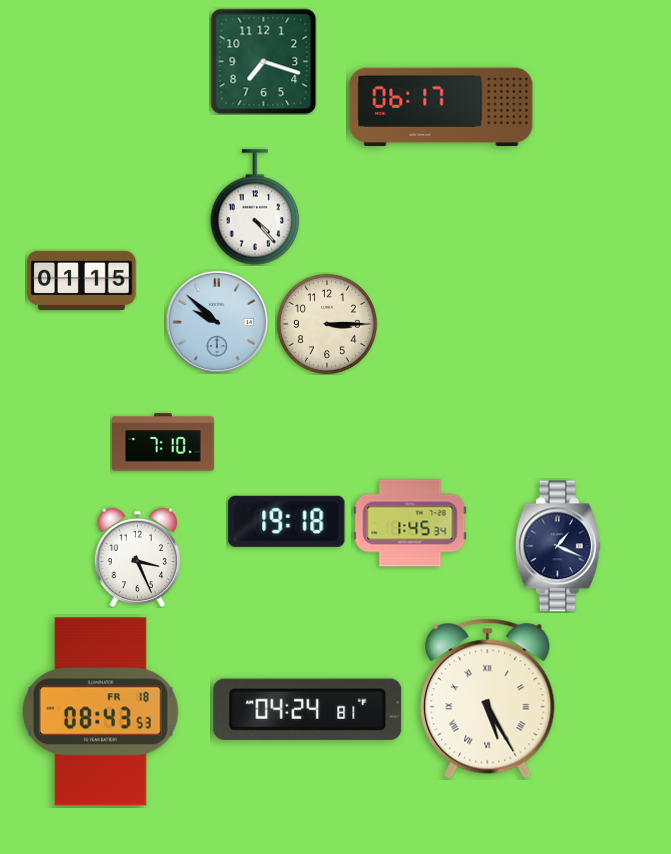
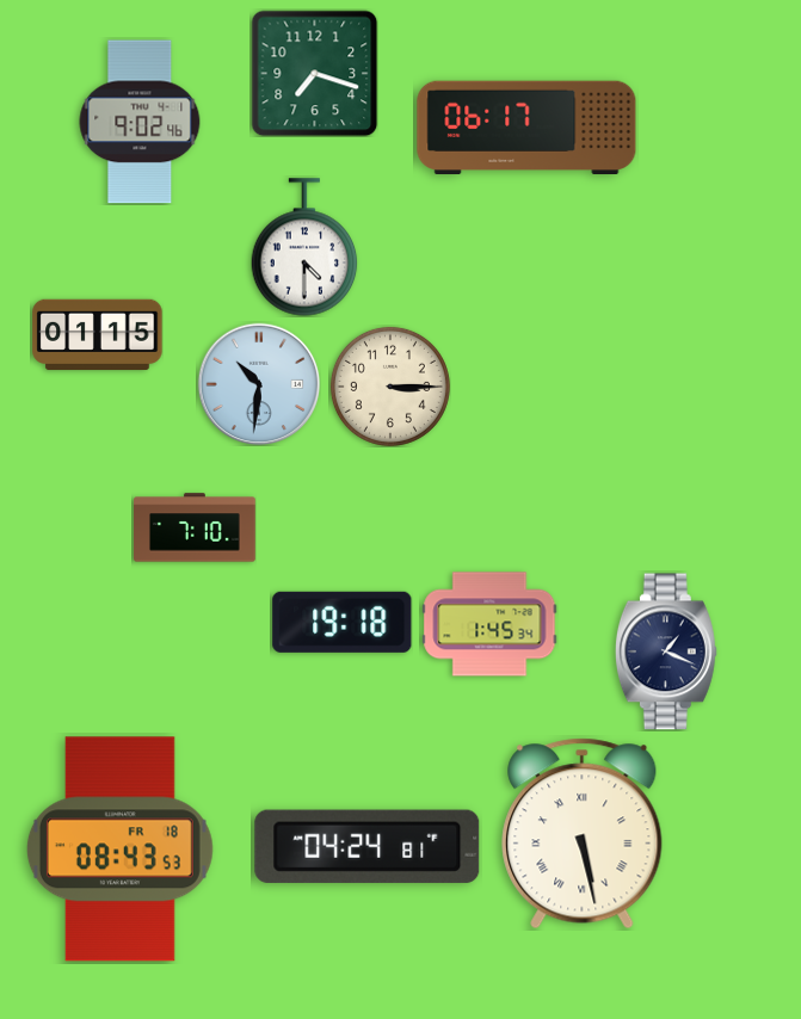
clock at (140, 122): none -> 9:02
clock at (255, 207): 4:23 -> 4:30
clock at (217, 322): 9:52 -> 10:31
clock at (137, 557): 3:26 -> none
clock at (488, 699): 5:25 -> 5:28
